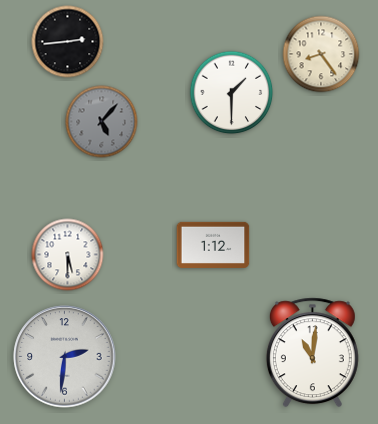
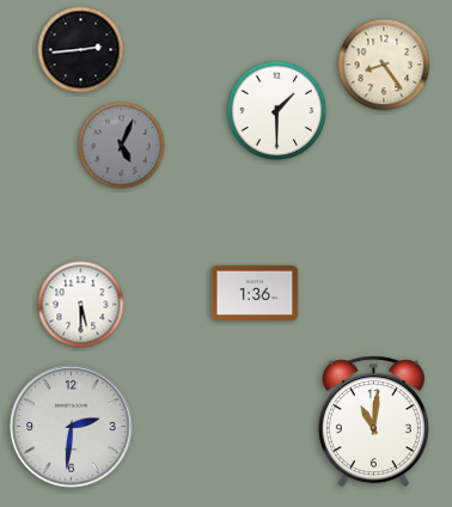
clock at (102, 122): 5:07 -> 5:04
clock at (213, 245): 1:12 -> 1:36
clock at (65, 357) position: (65, 357) -> (72, 427)
